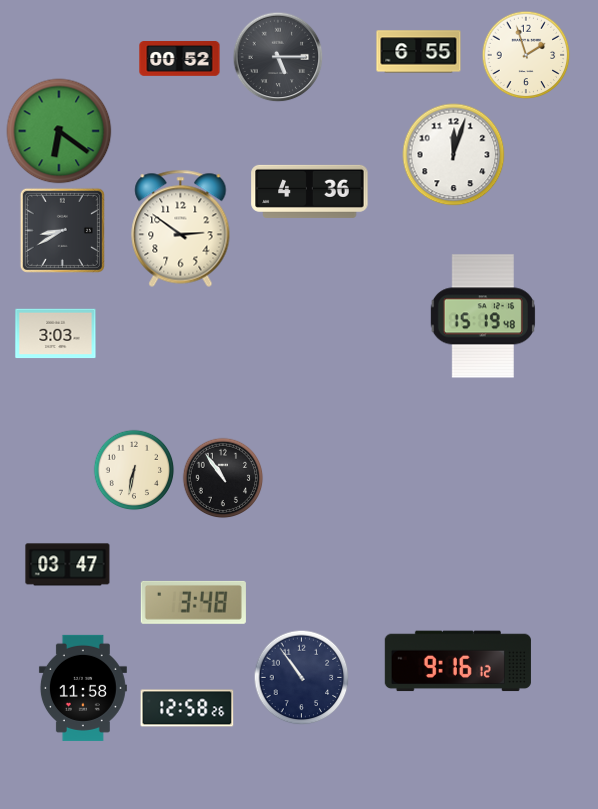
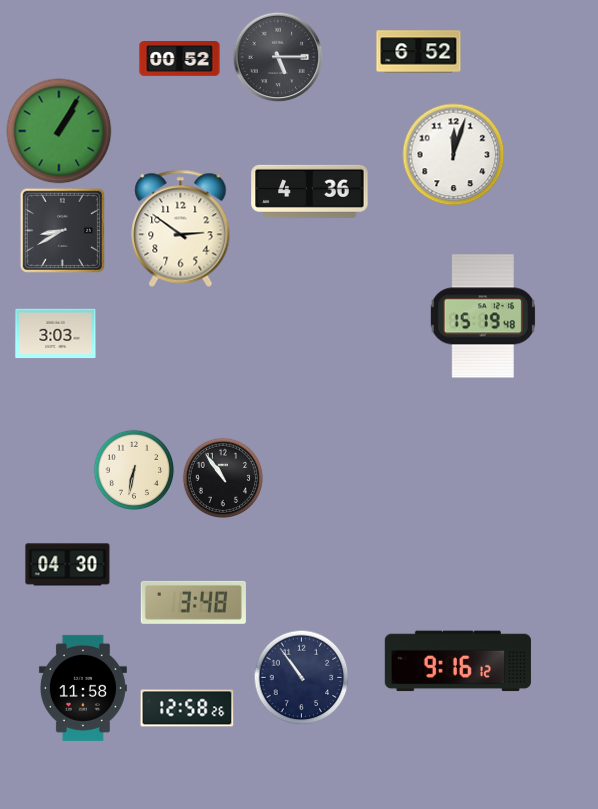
clock at (419, 52): 6:55 -> 6:52
clock at (526, 55): 1:57 -> none
clock at (59, 131): 6:21 -> 1:05
clock at (68, 565): 03:47 -> 04:30
